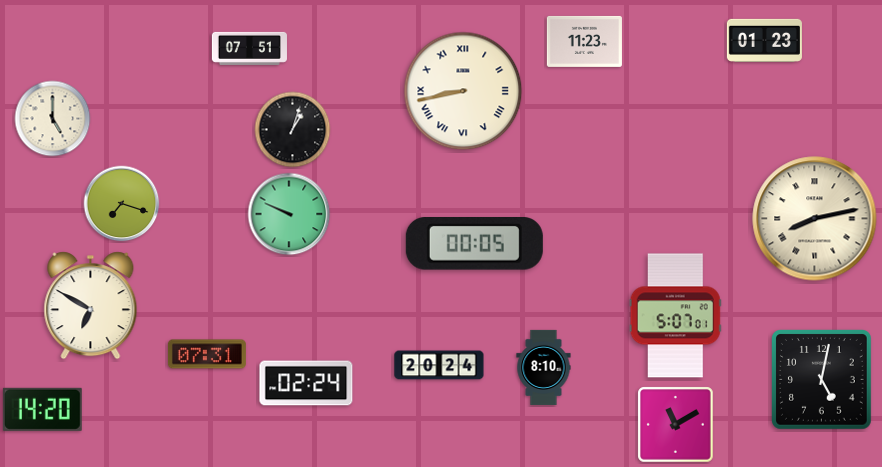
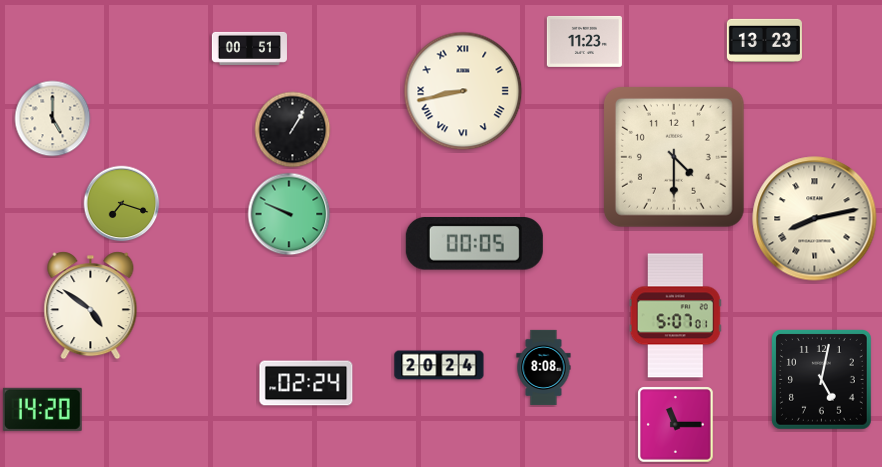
clock at (764, 40): 01:23 -> 13:23
clock at (249, 48): 07:51 -> 00:51
clock at (293, 130): 1:03 -> 1:05
clock at (674, 157): none -> 4:30
clock at (91, 306): 6:50 -> 4:51
clock at (207, 354): 07:31 -> none
clock at (544, 367): 8:10 -> 8:08
clock at (676, 425): 11:10 -> 11:15
